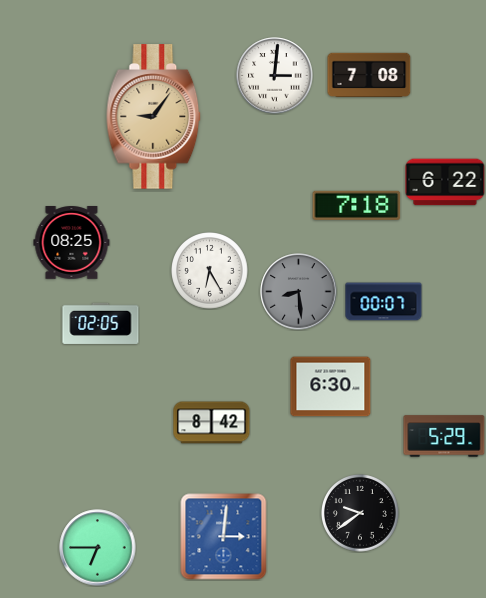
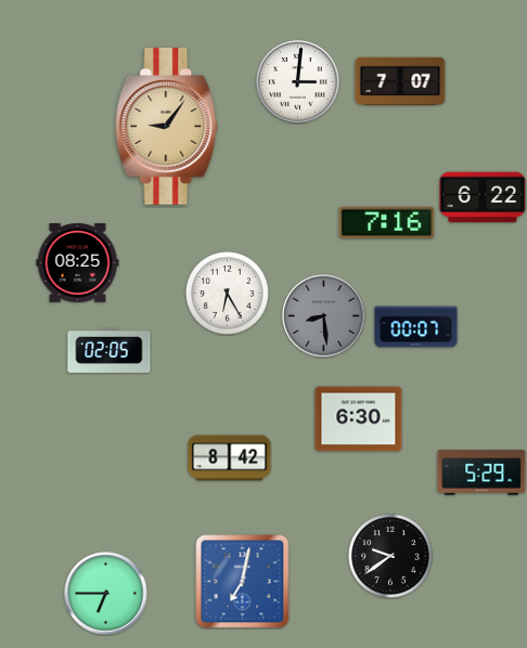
clock at (369, 74): 7:08 -> 7:07
clock at (357, 205): 7:18 -> 7:16
clock at (224, 537): 3:01 -> 7:02
